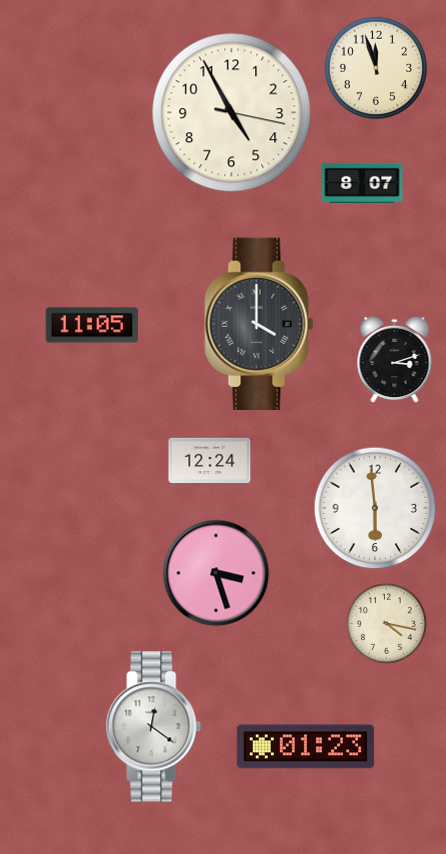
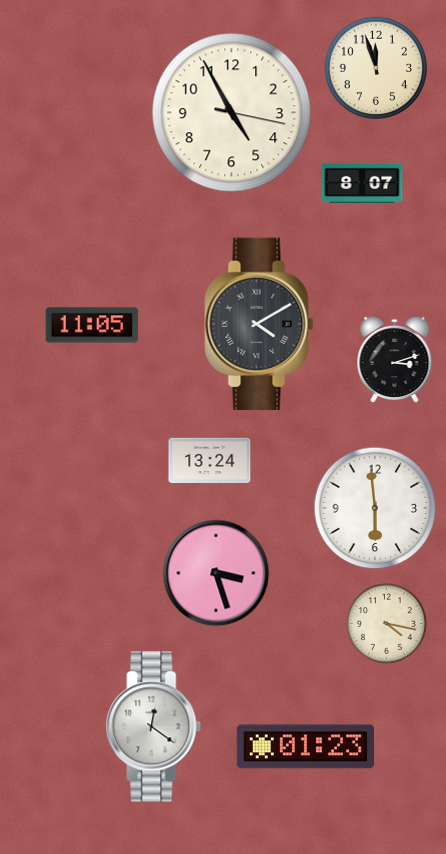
clock at (259, 324): 4:00 -> 4:10
clock at (210, 460): 12:24 -> 13:24
